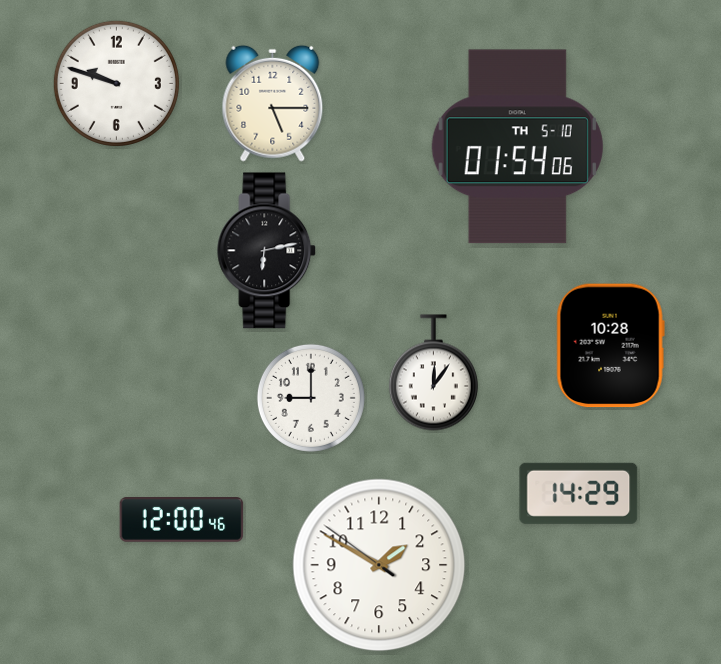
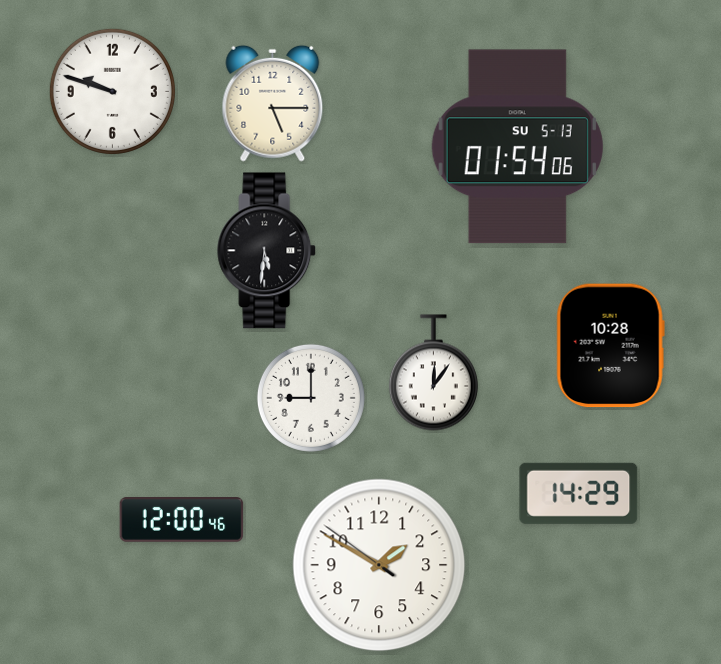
clock at (116, 83) position: (116, 83) -> (112, 91)
clock at (517, 147) date: TH 5-10 -> SU 5-13
clock at (267, 251): 6:13 -> 5:31
